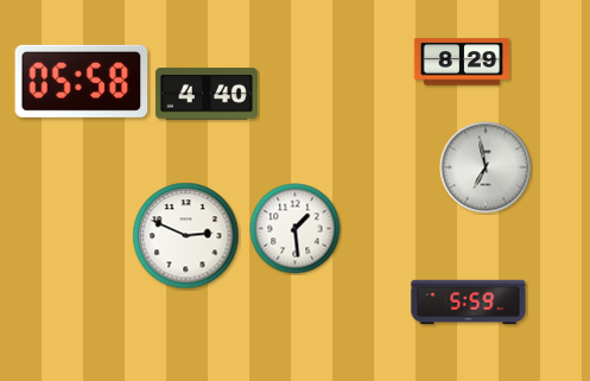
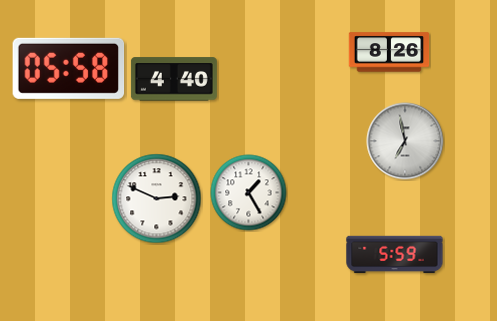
clock at (462, 62): 8:29 -> 8:26
clock at (486, 167) position: (486, 167) -> (405, 141)
clock at (296, 229): 1:29 -> 1:25
